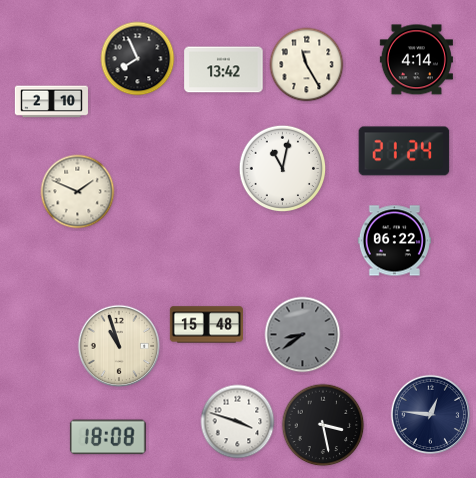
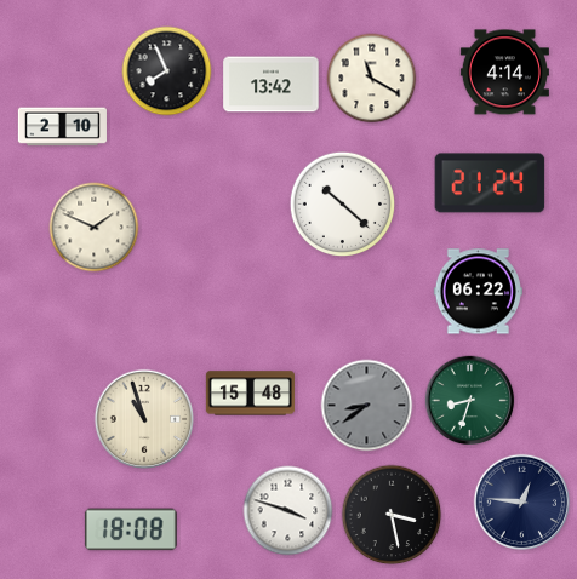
clock at (307, 65): 11:25 -> 11:20
clock at (51, 102) position: (51, 102) -> (62, 127)
clock at (283, 169): 11:02 -> 10:22
clock at (78, 192) position: (78, 192) -> (95, 228)
clock at (470, 401): none -> 8:33
